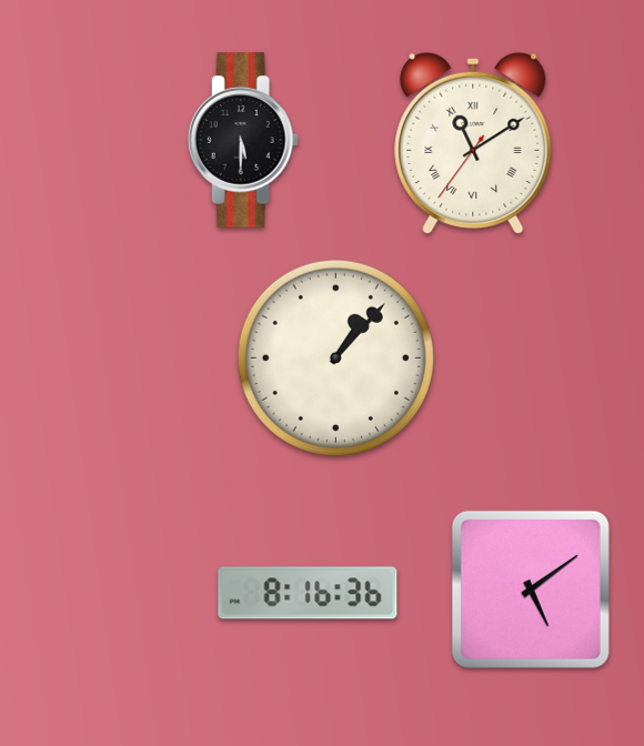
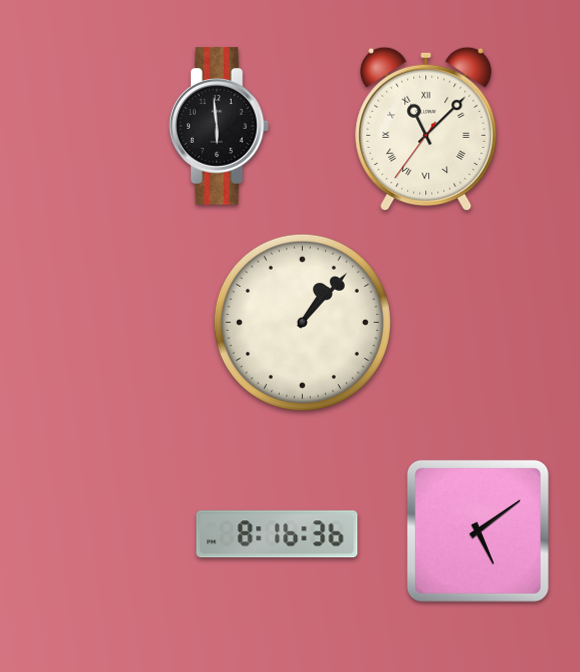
clock at (243, 140): 5:30 -> 5:59
clock at (473, 143): 11:09 -> 11:07
